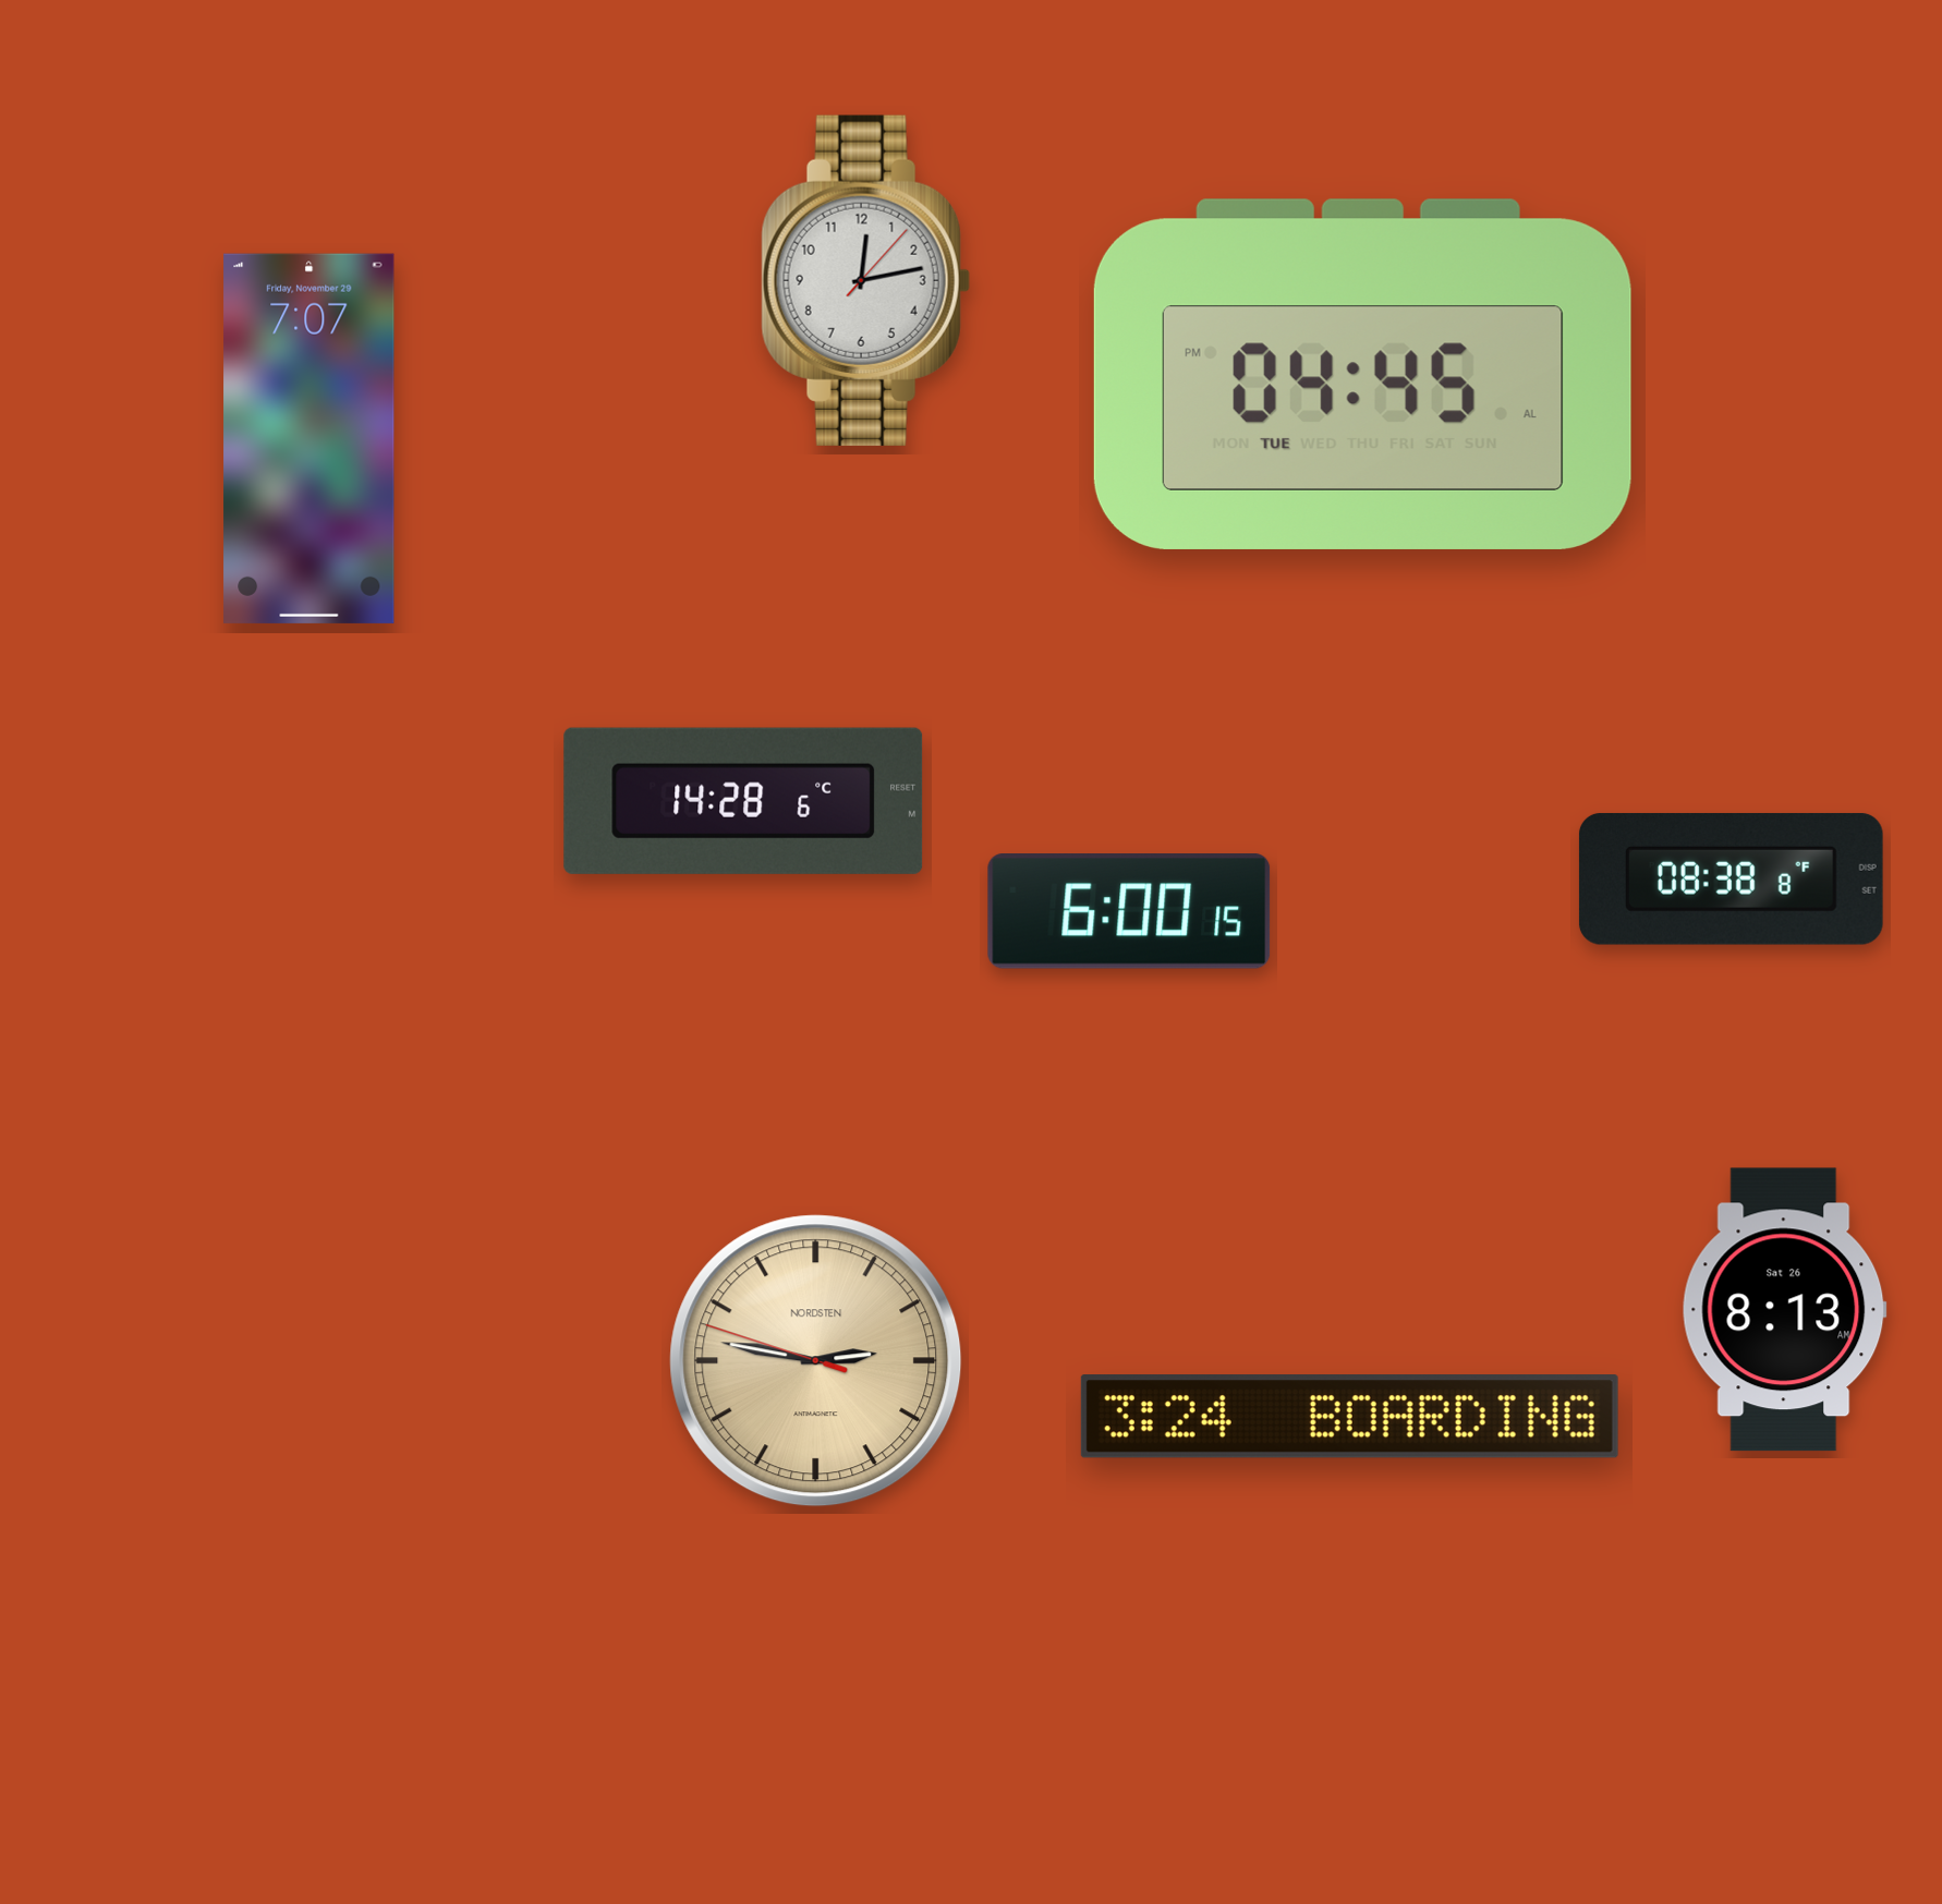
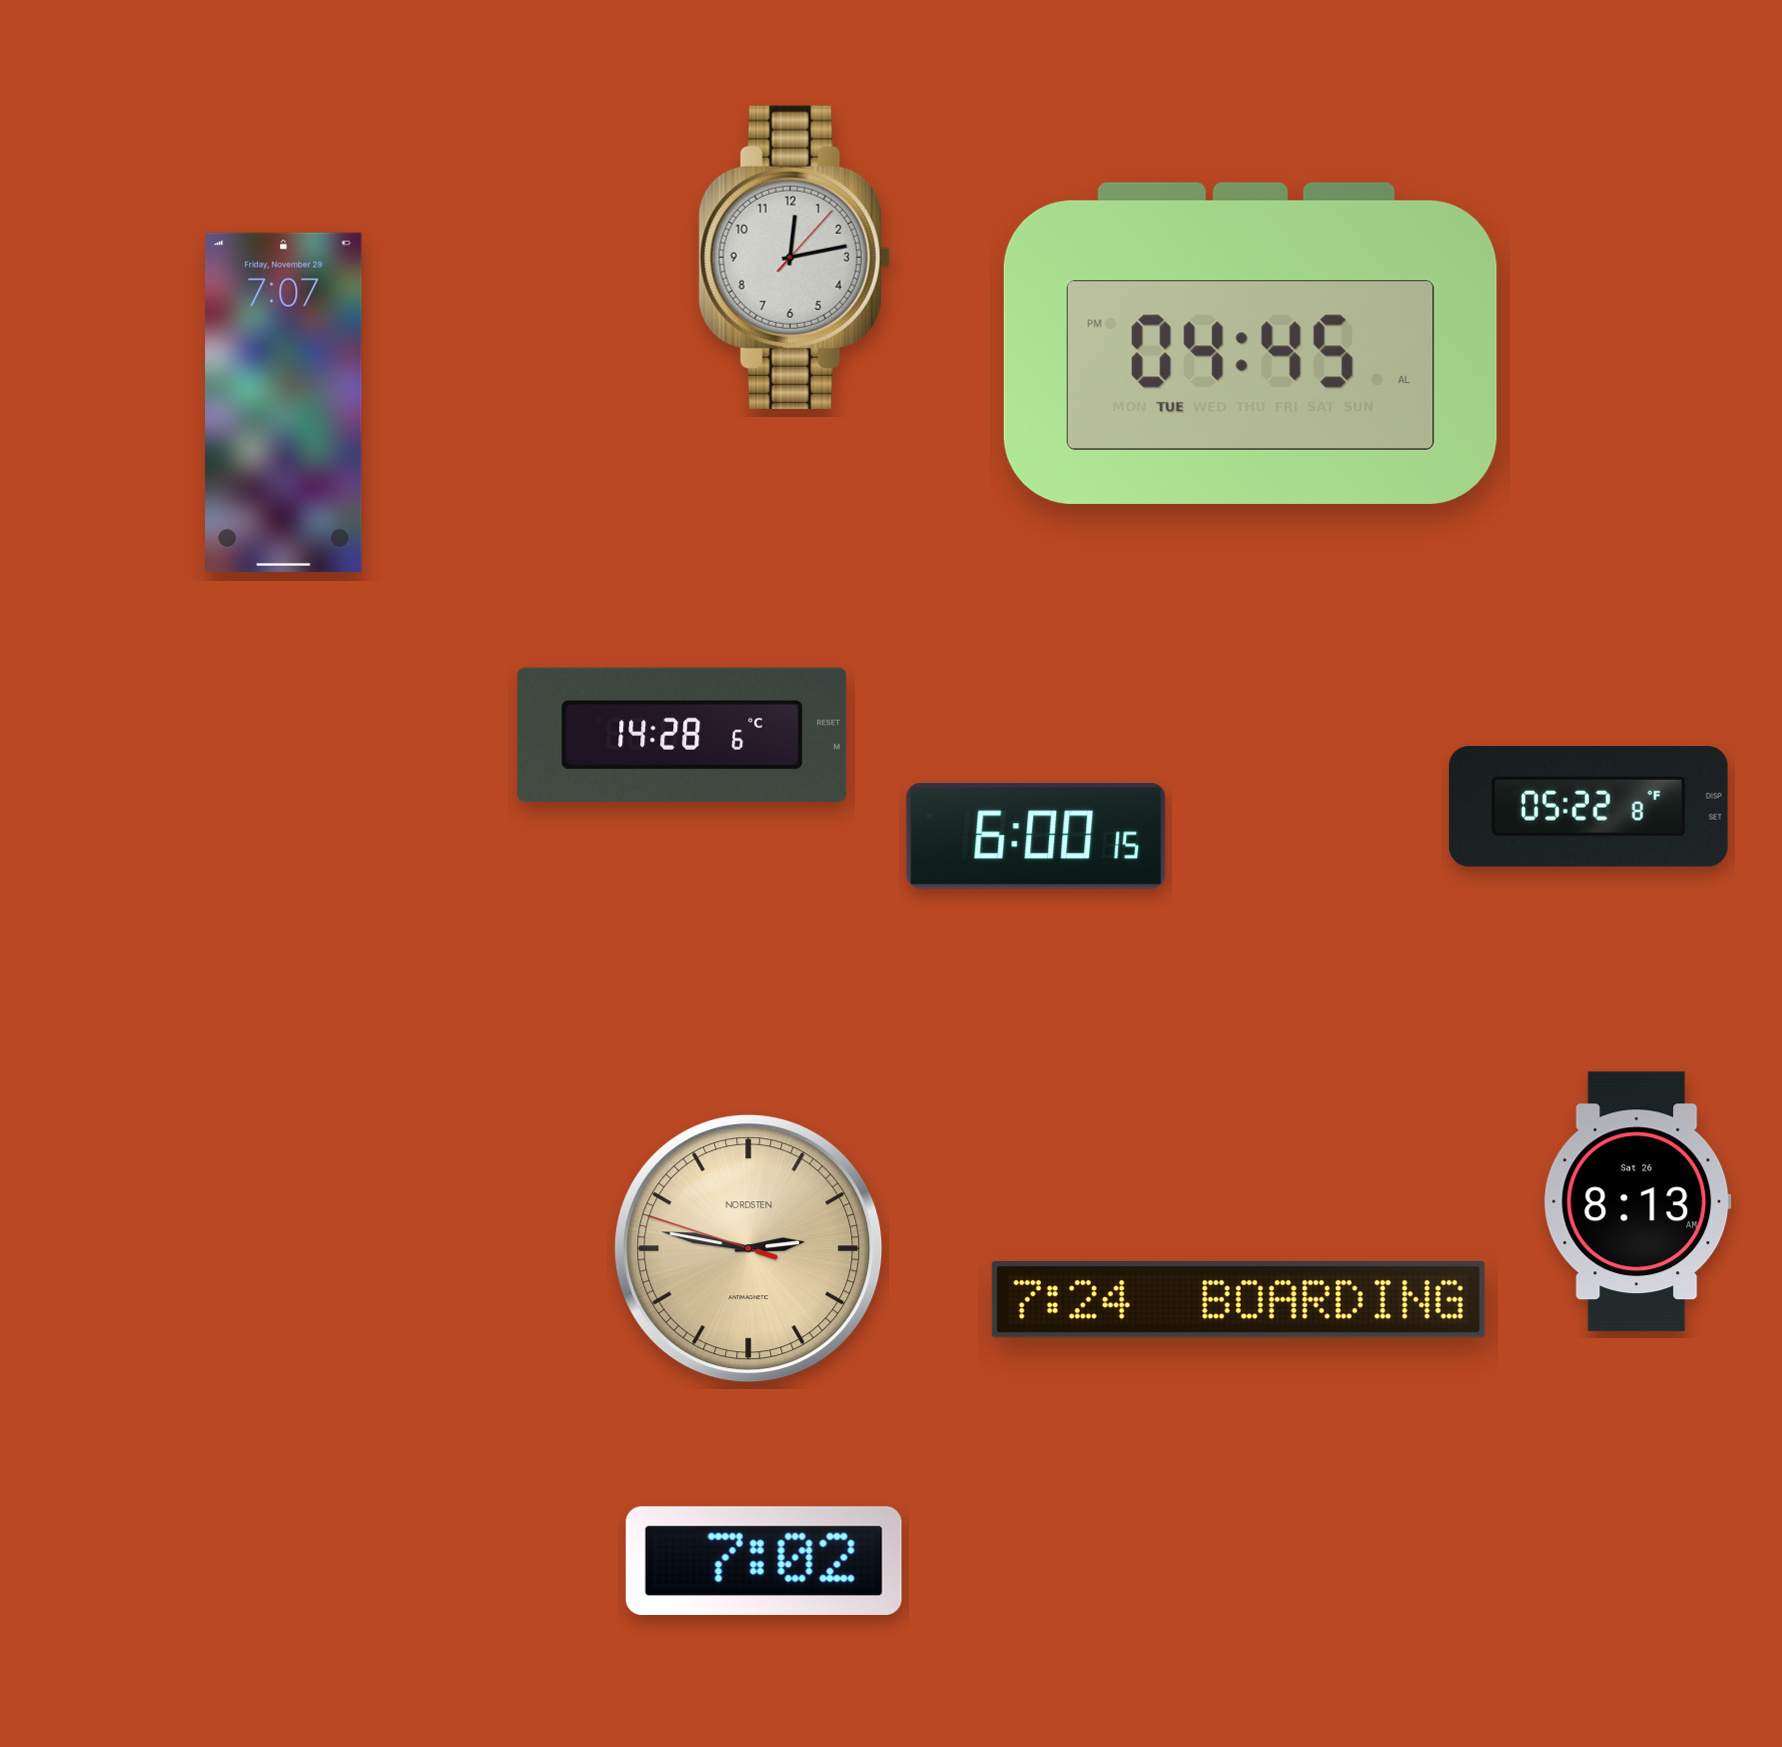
clock at (1731, 878): 08:38 -> 05:22
clock at (1349, 1417): 3:24 -> 7:24
clock at (764, 1561): none -> 7:02
